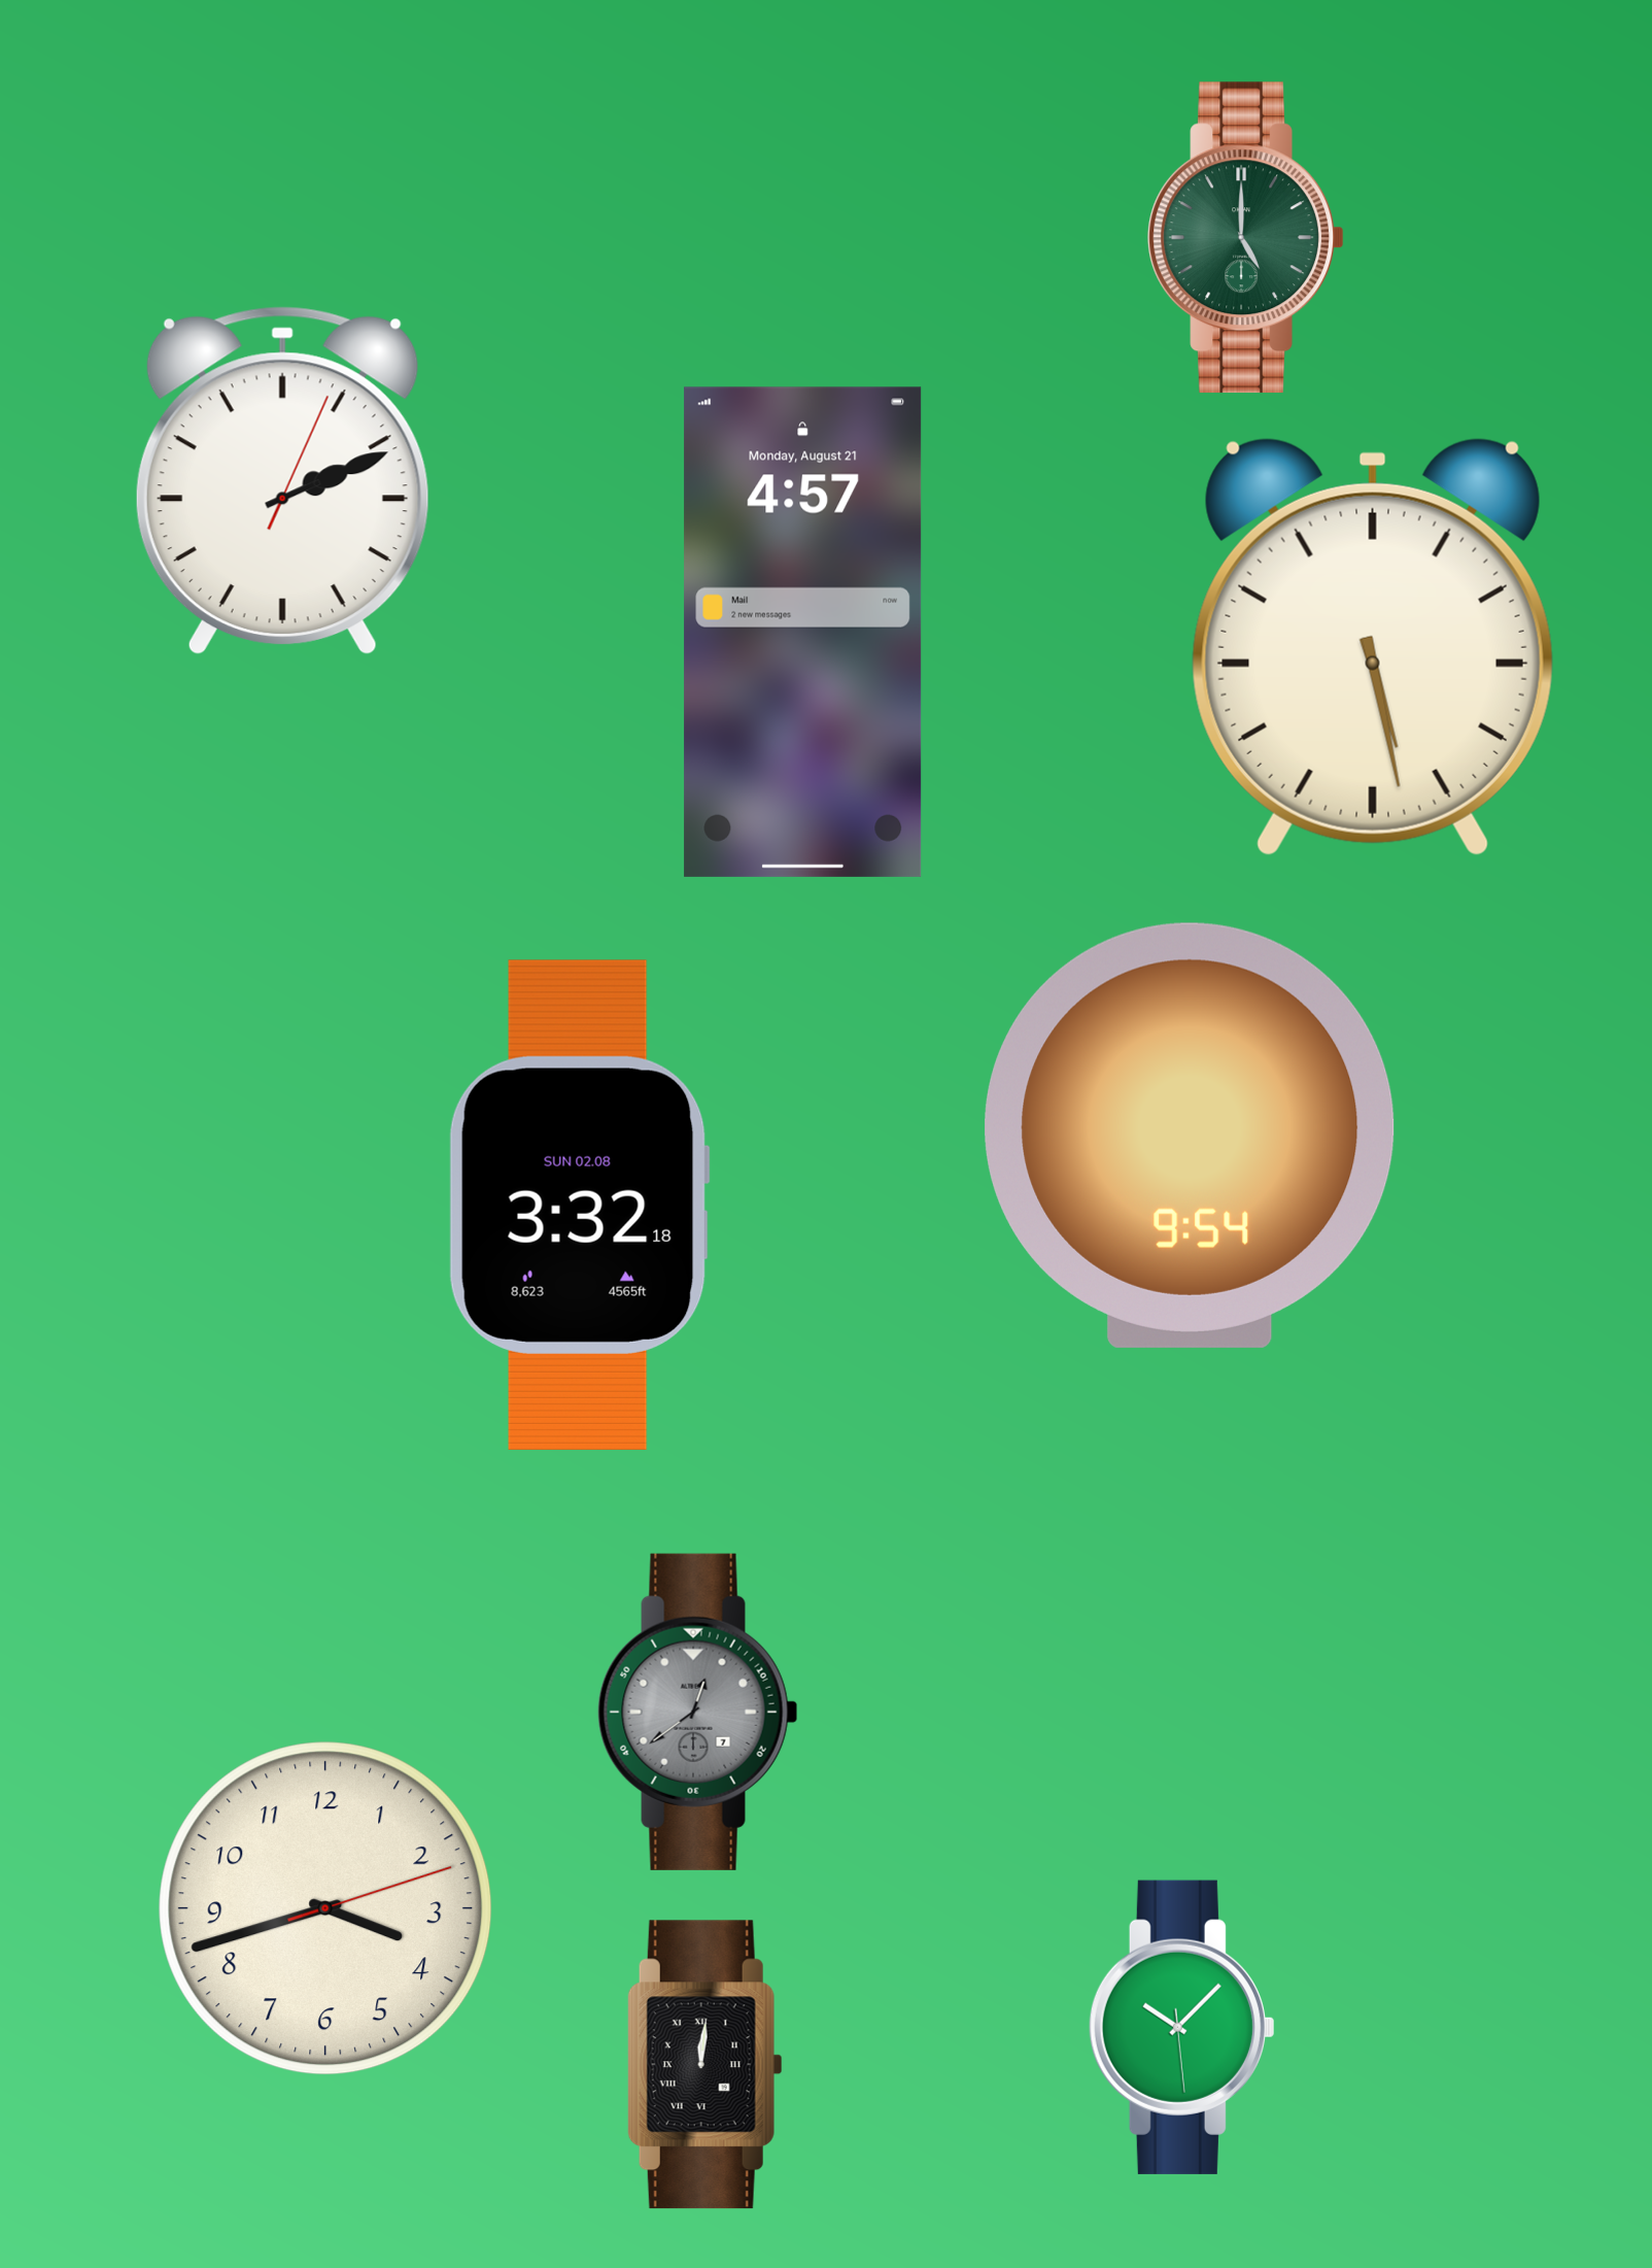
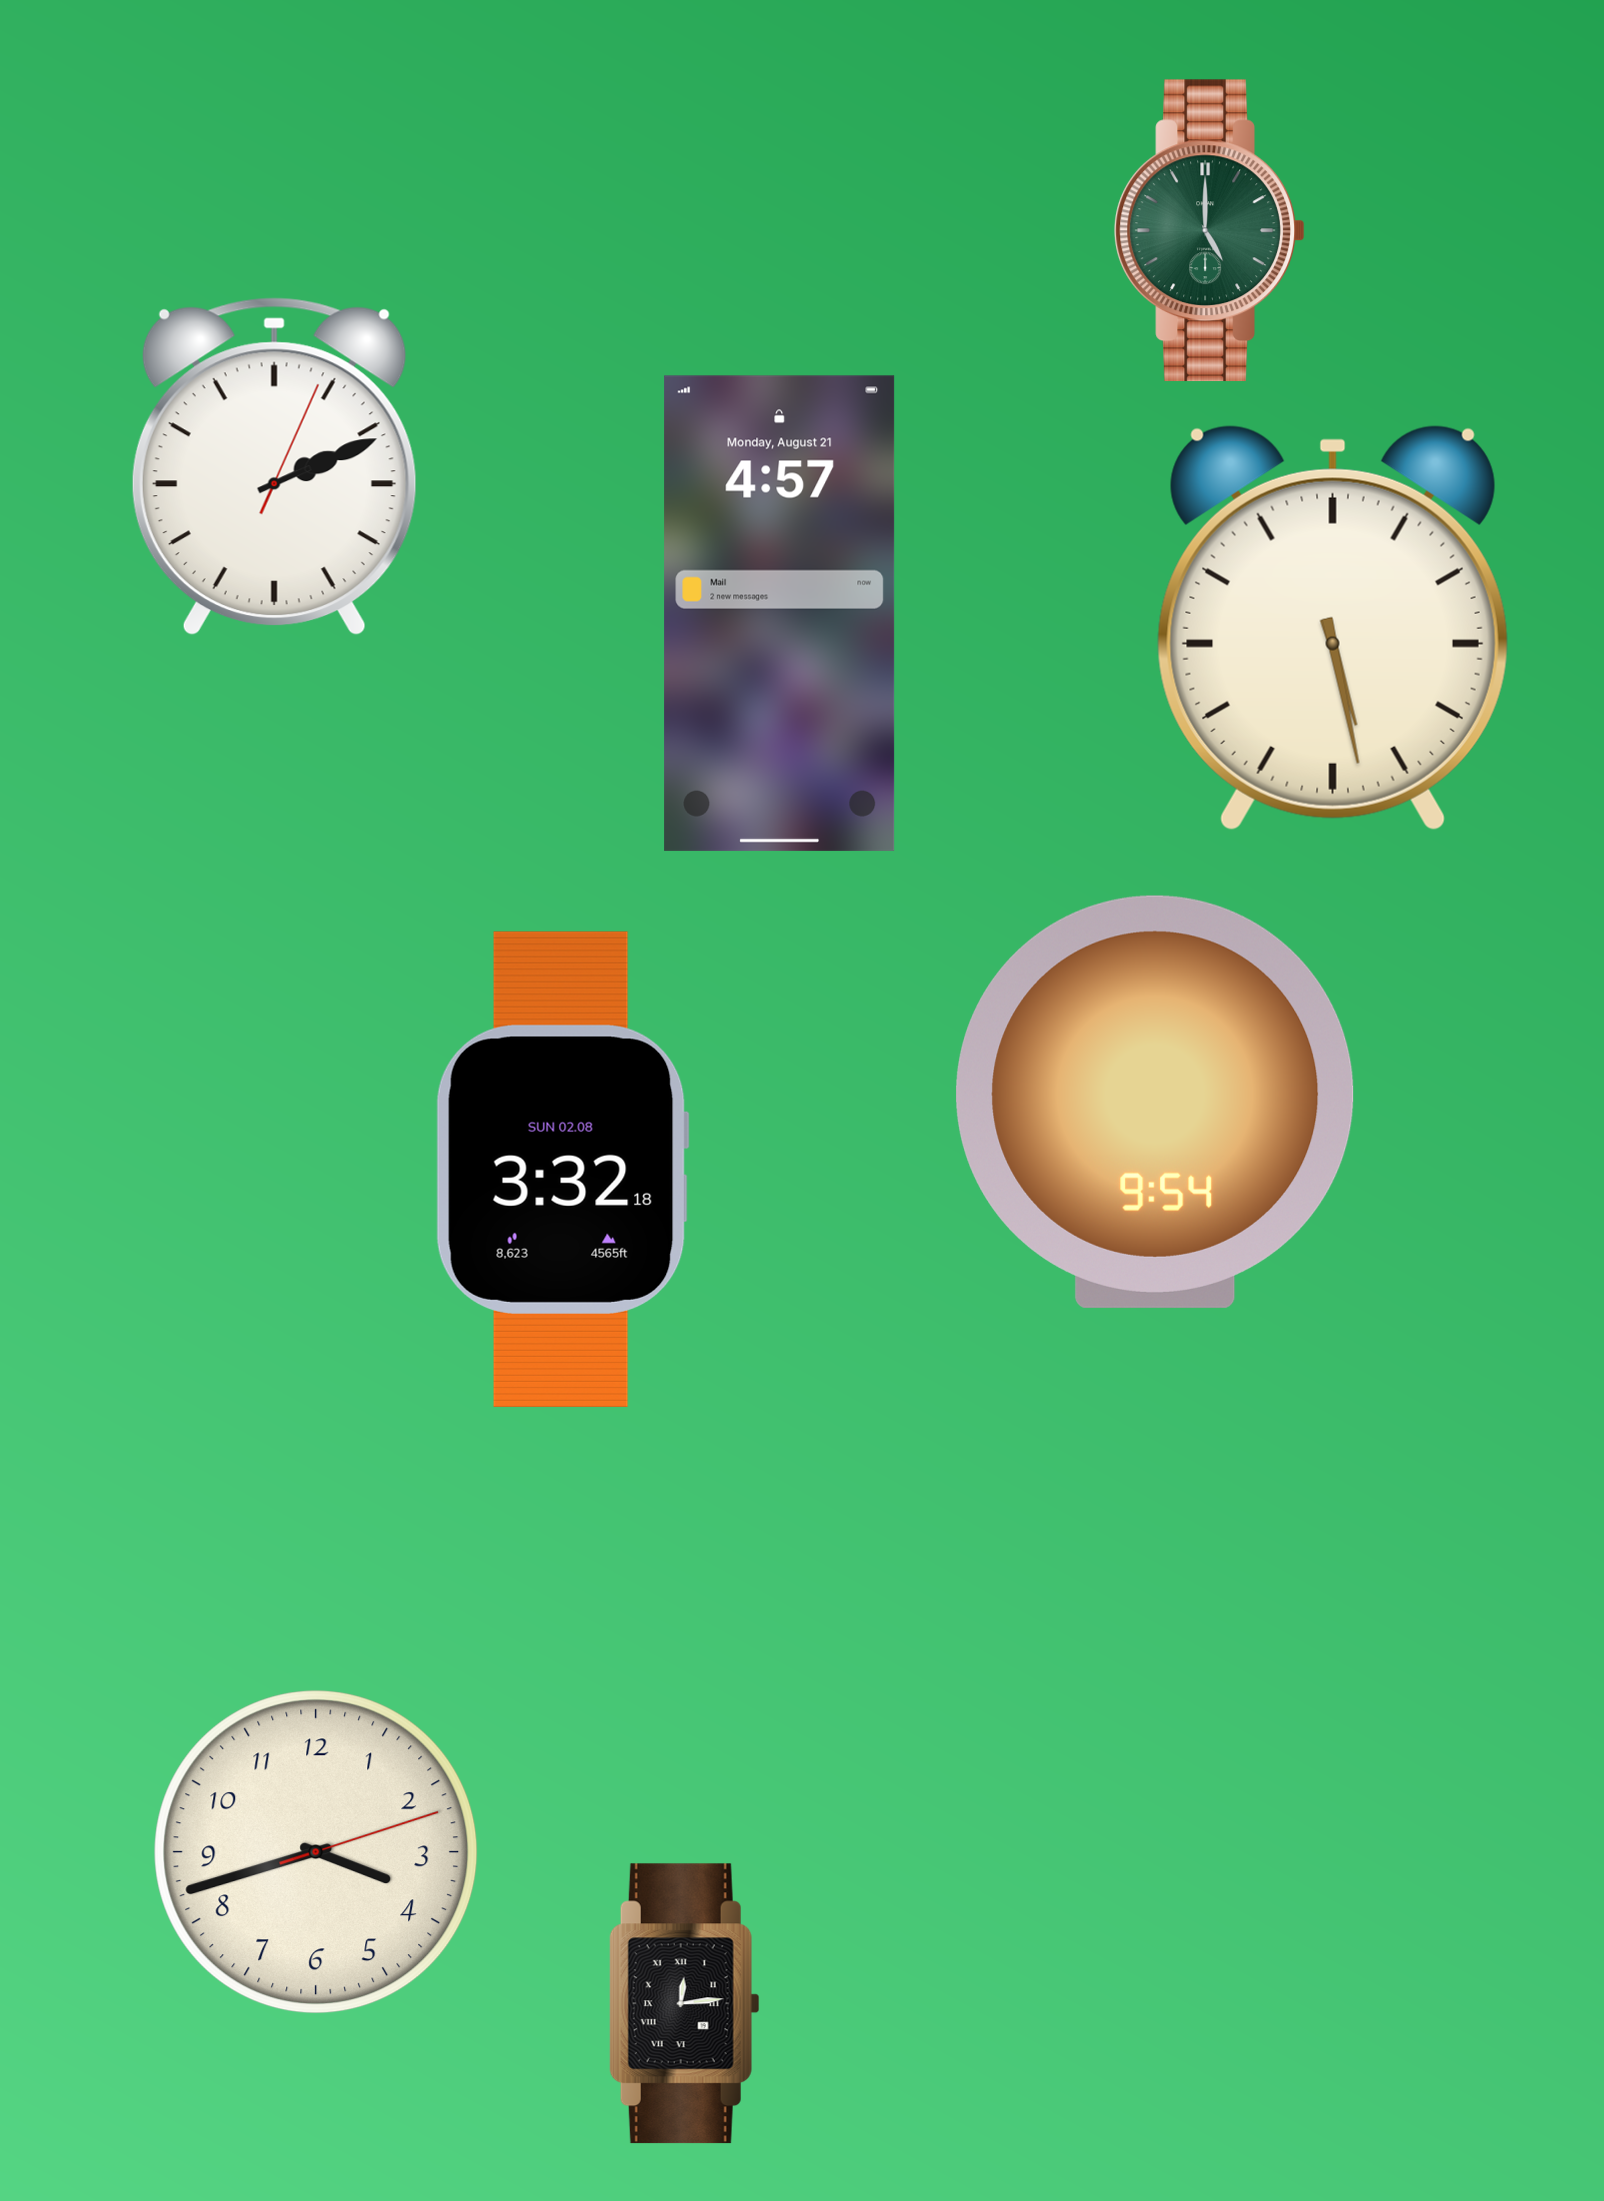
clock at (698, 1712): 12:39 -> none
clock at (1181, 2027): 10:07 -> none
clock at (704, 2065): 12:01 -> 12:14
